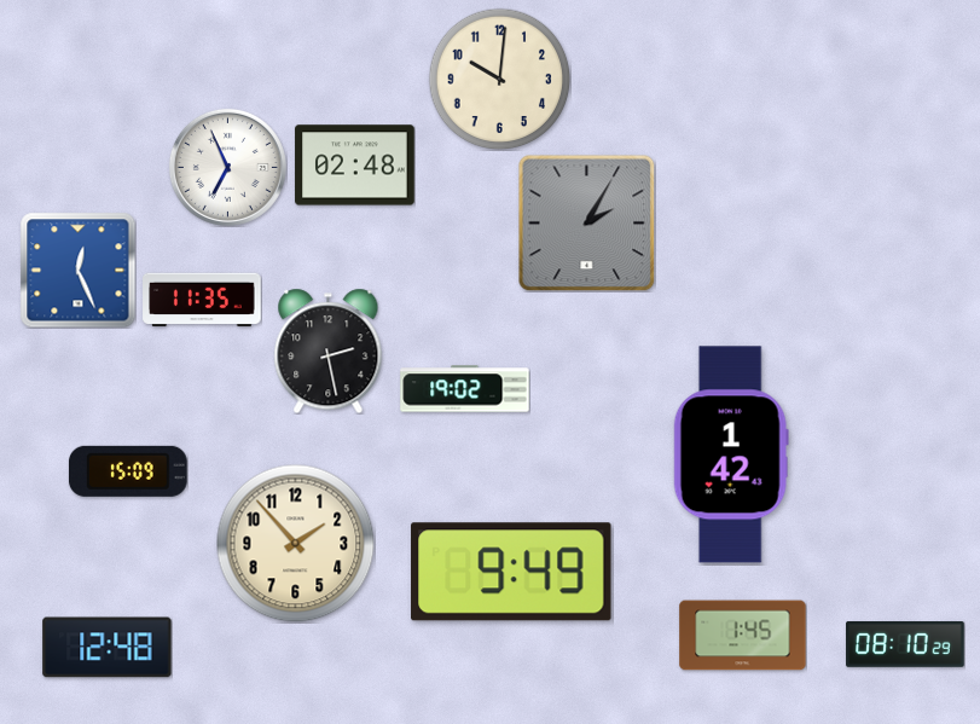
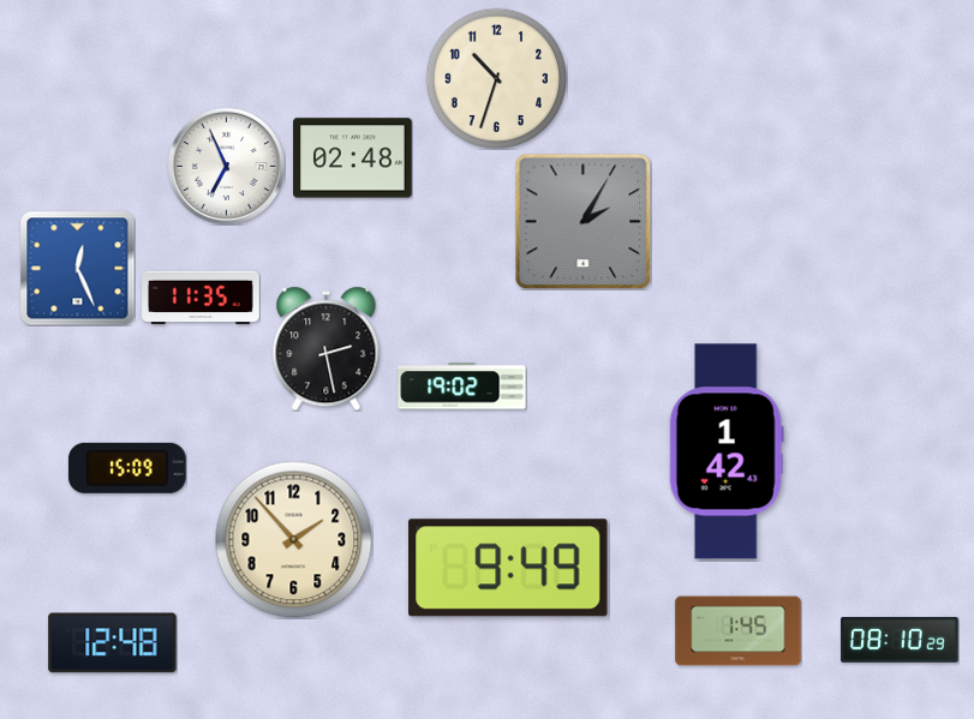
clock at (499, 79): 10:01 -> 10:33
clock at (355, 166) position: (355, 166) -> (353, 158)
clock at (108, 648) position: (108, 648) -> (113, 643)
